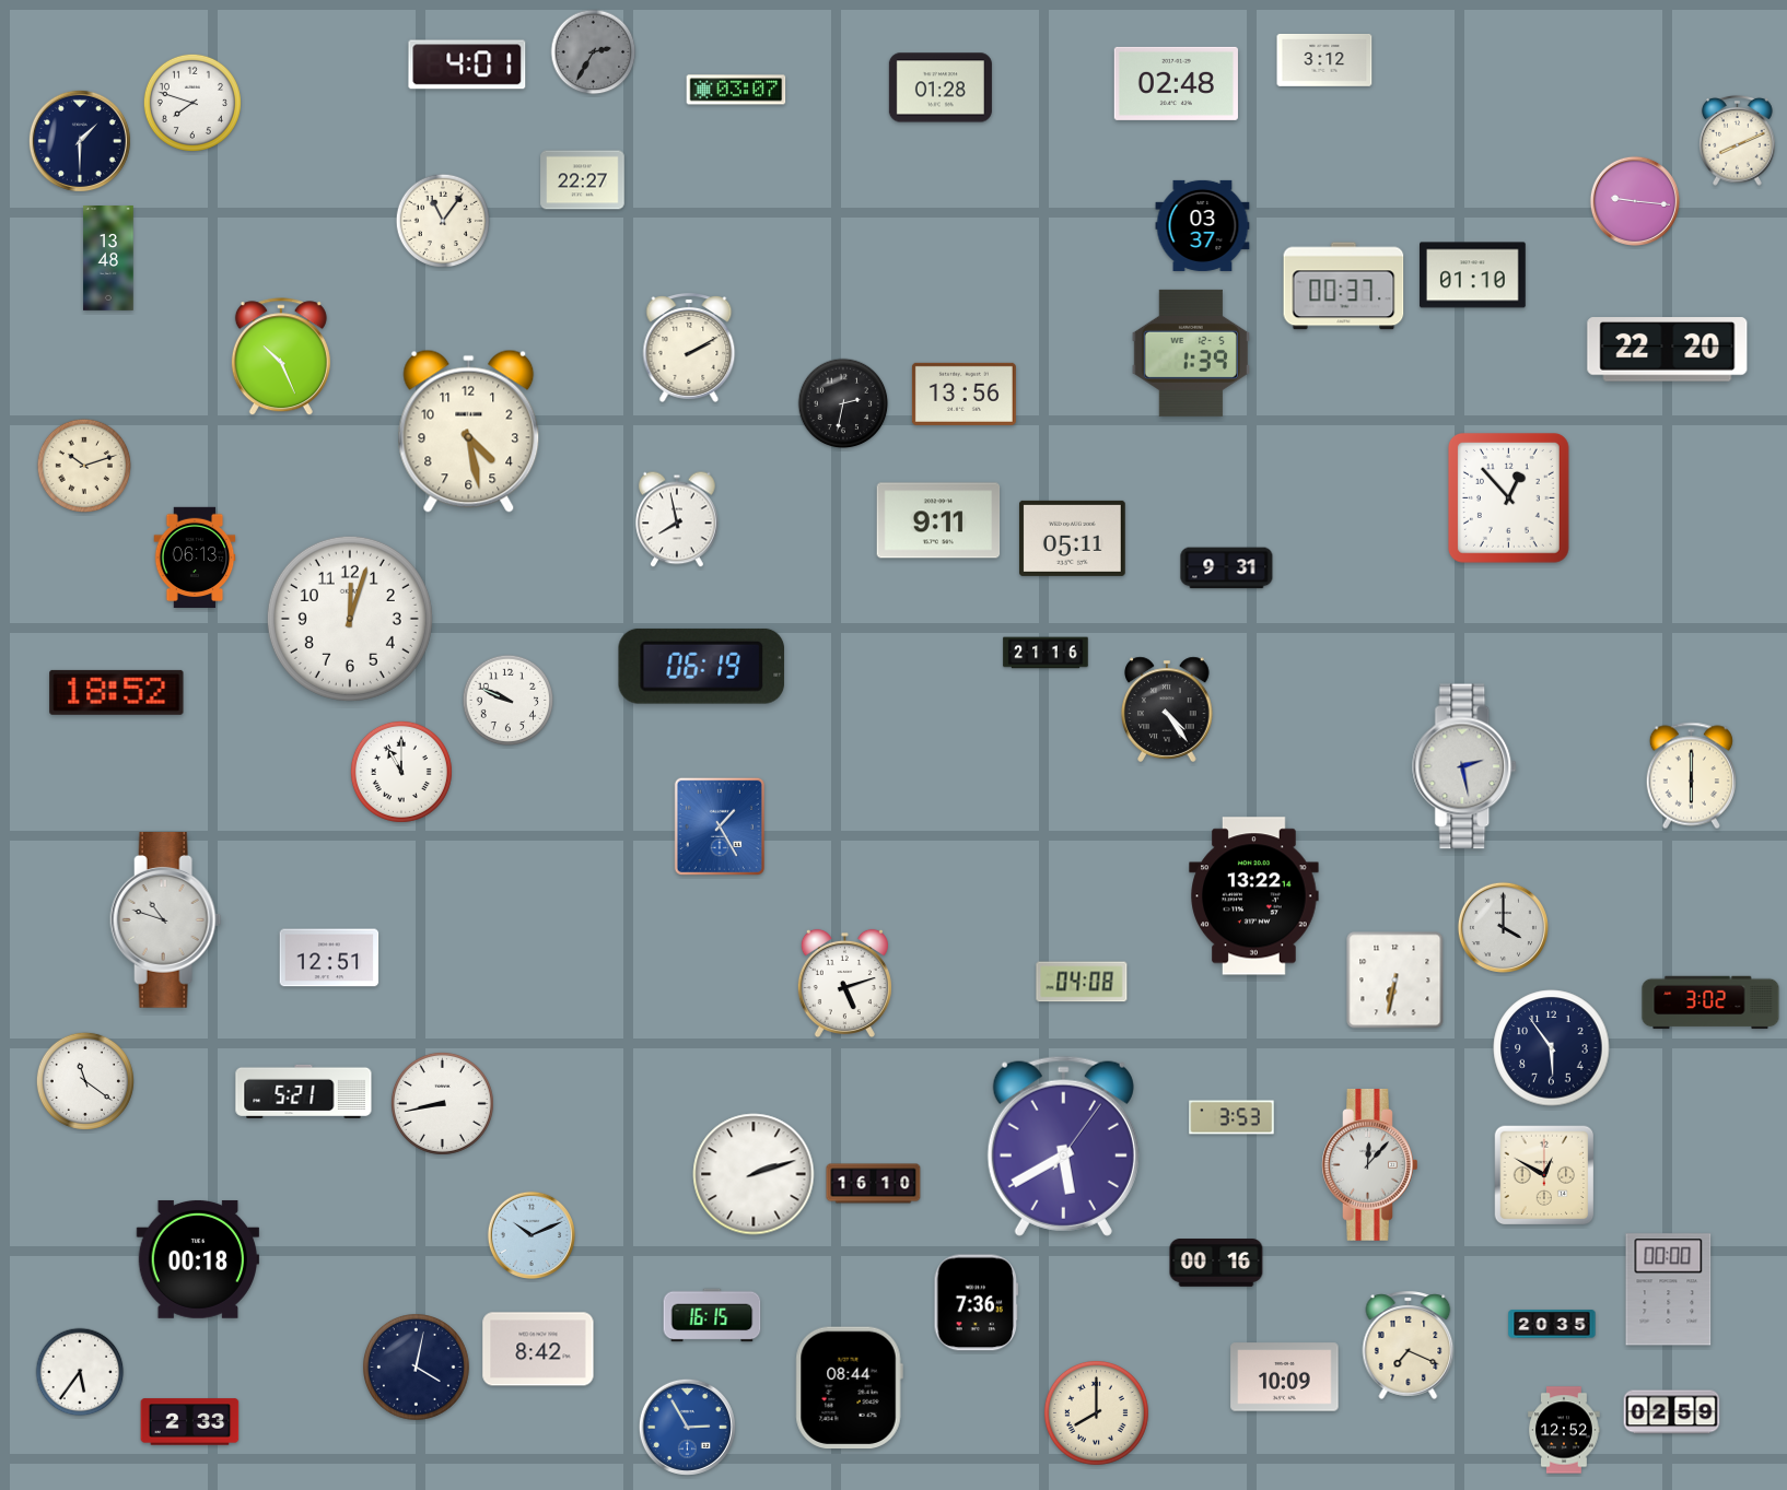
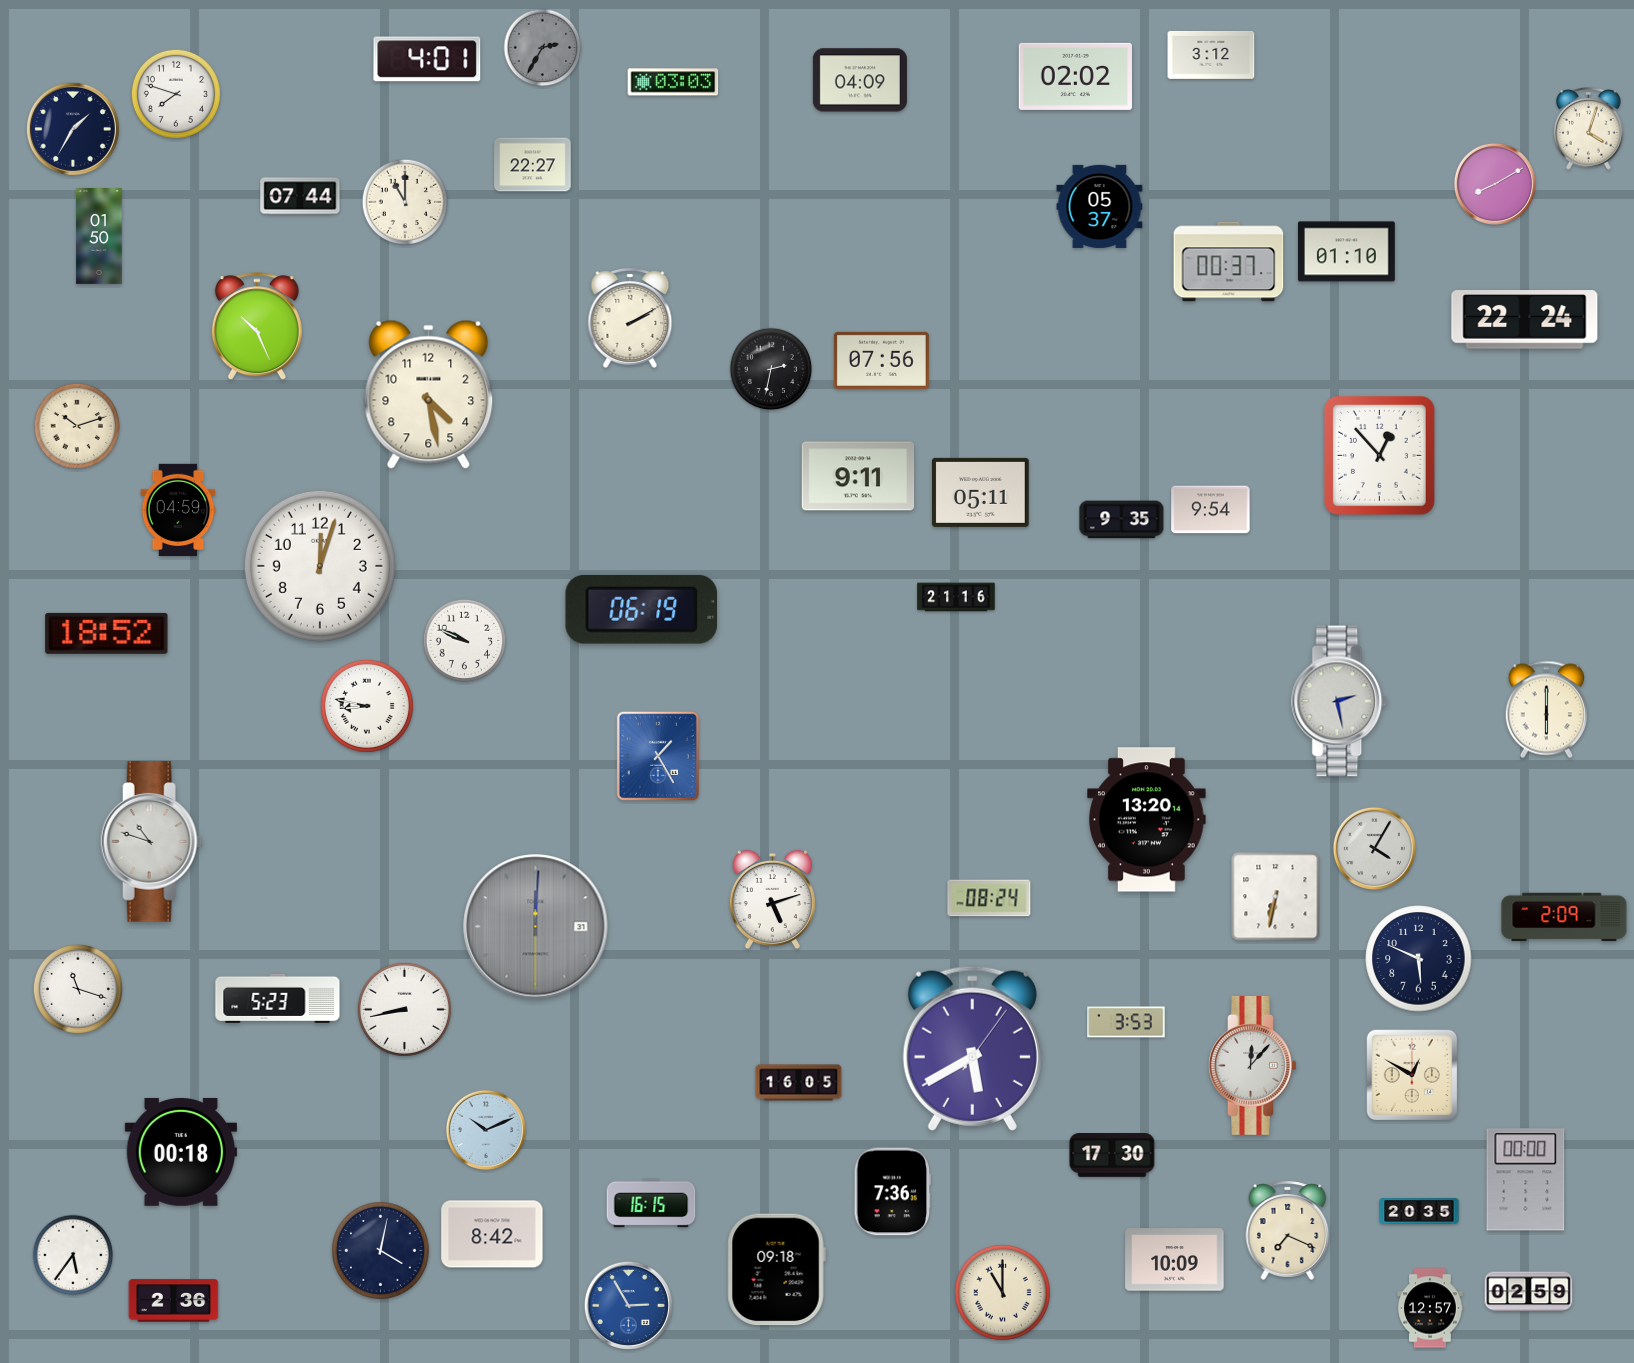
clock at (1176, 83): 02:48 -> 02:02
clock at (941, 87): 01:28 -> 04:09
clock at (736, 90): 03:07 -> 03:03
clock at (80, 141): 1:30 -> 1:35
clock at (1738, 141): 8:11 -> 4:03
clock at (1635, 201): 9:16 -> 8:10
clock at (300, 196): none -> 07:44
clock at (442, 220): 11:06 -> 11:00
clock at (1203, 225): 03:37 -> 05:37
clock at (108, 259): 13:48 -> 01:50
clock at (1668, 350): 22:20 -> 22:24
clock at (1191, 353): 1:39 -> none
clock at (963, 394): 13:56 -> 07:56
clock at (677, 519): 7:58 -> none
clock at (195, 558): 06:13 -> 04:59
clock at (1211, 510): none -> 9:54
clock at (1227, 568): 9:31 -> 9:35
clock at (1167, 709): 4:24 -> none
clock at (401, 772): 11:00 -> 8:47
clock at (1254, 896): 13:22 -> 13:20
clock at (1503, 927): 4:00 -> 4:05
clock at (329, 958): 12:51 -> none
clock at (1082, 982): 04:08 -> 08:24
clock at (1710, 1002): 3:02 -> 2:09
clock at (536, 927): none -> 12:00
clock at (1552, 1048): 5:54 -> 5:49
clock at (85, 1081): 11:21 -> 11:18
clock at (304, 1091): 5:21 -> 5:23
clock at (754, 1174): 2:12 -> none
clock at (874, 1184): 16:10 -> 16:05
clock at (1216, 1263): 00:16 -> 17:30
clock at (849, 1388): 08:44 -> 09:18
clock at (1096, 1412): 8:00 -> 11:00
clock at (190, 1422): 2:33 -> 2:36
clock at (1564, 1430): 12:52 -> 12:57
